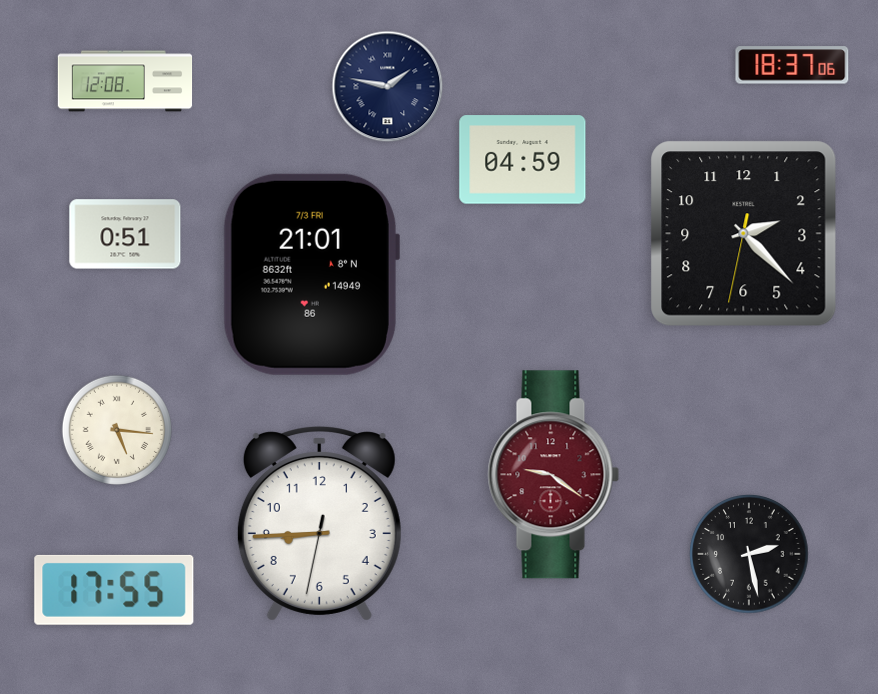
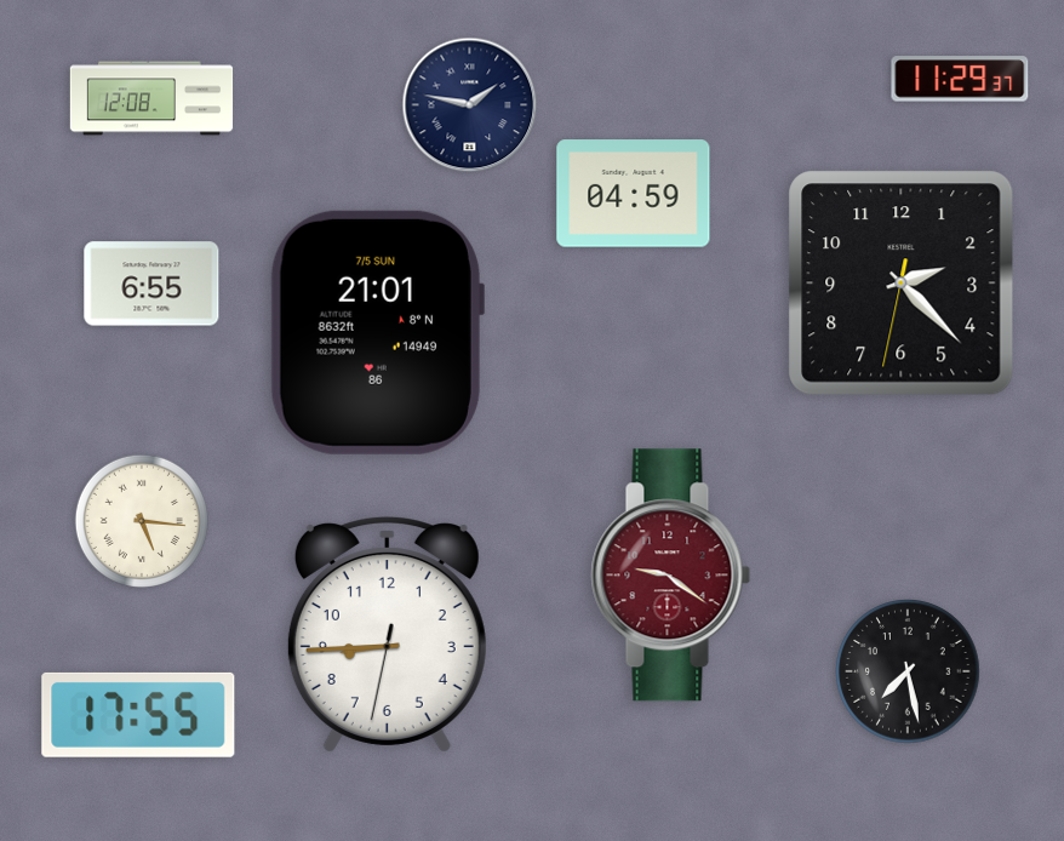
clock at (792, 65): 18:37 -> 11:29
clock at (125, 234): 0:51 -> 6:55
clock at (311, 274) date: 7/3 FRI -> 7/5 SUN
clock at (749, 554): 2:28 -> 7:28
